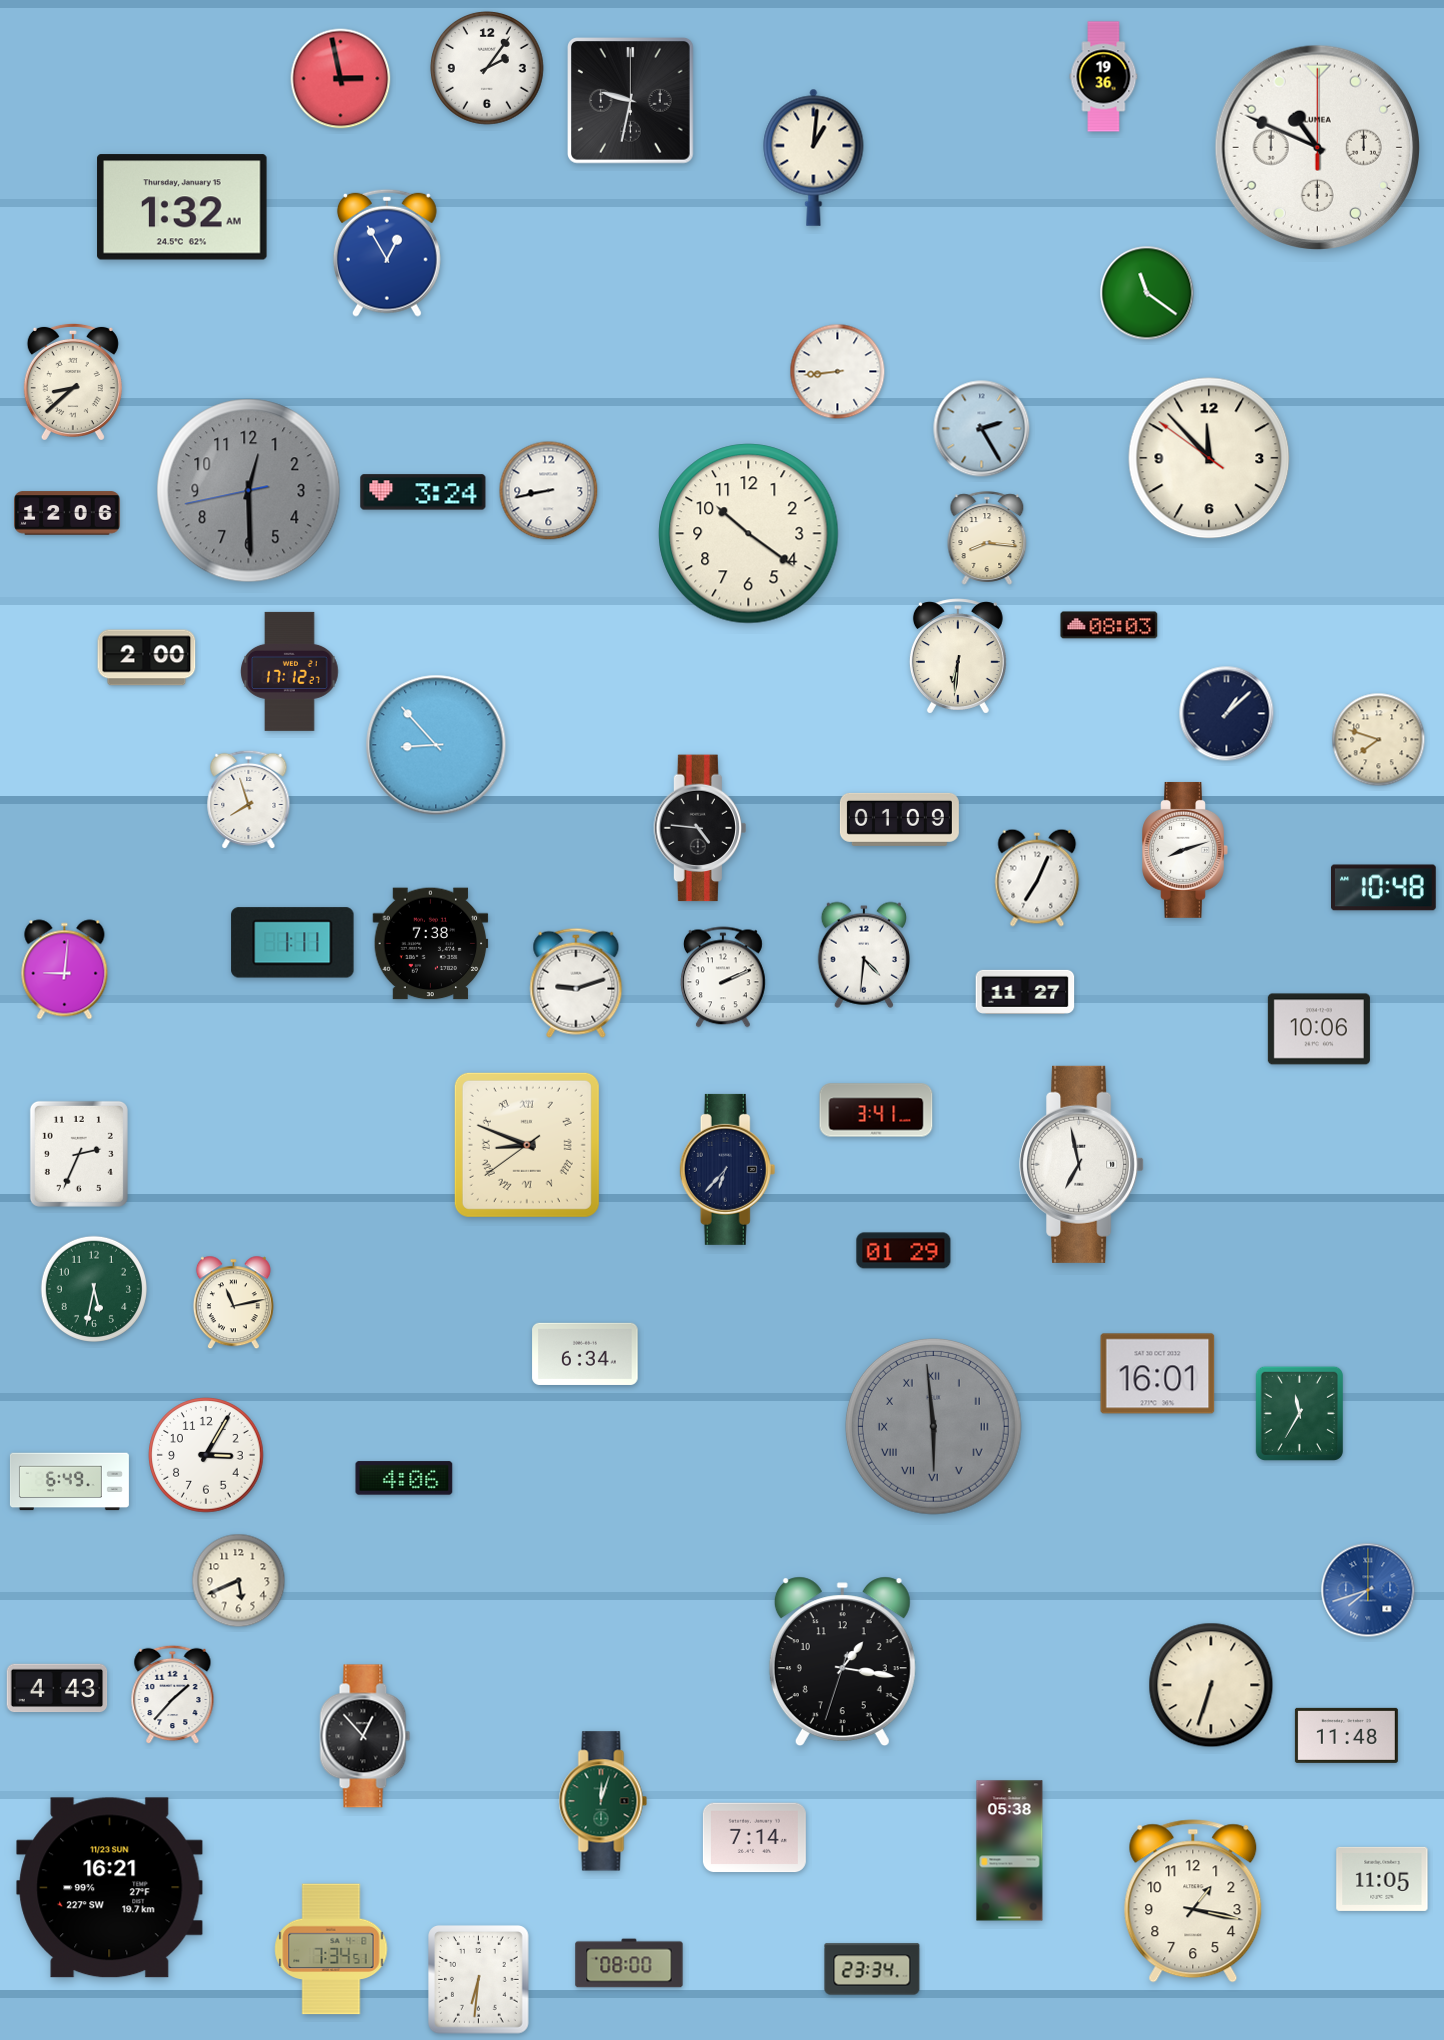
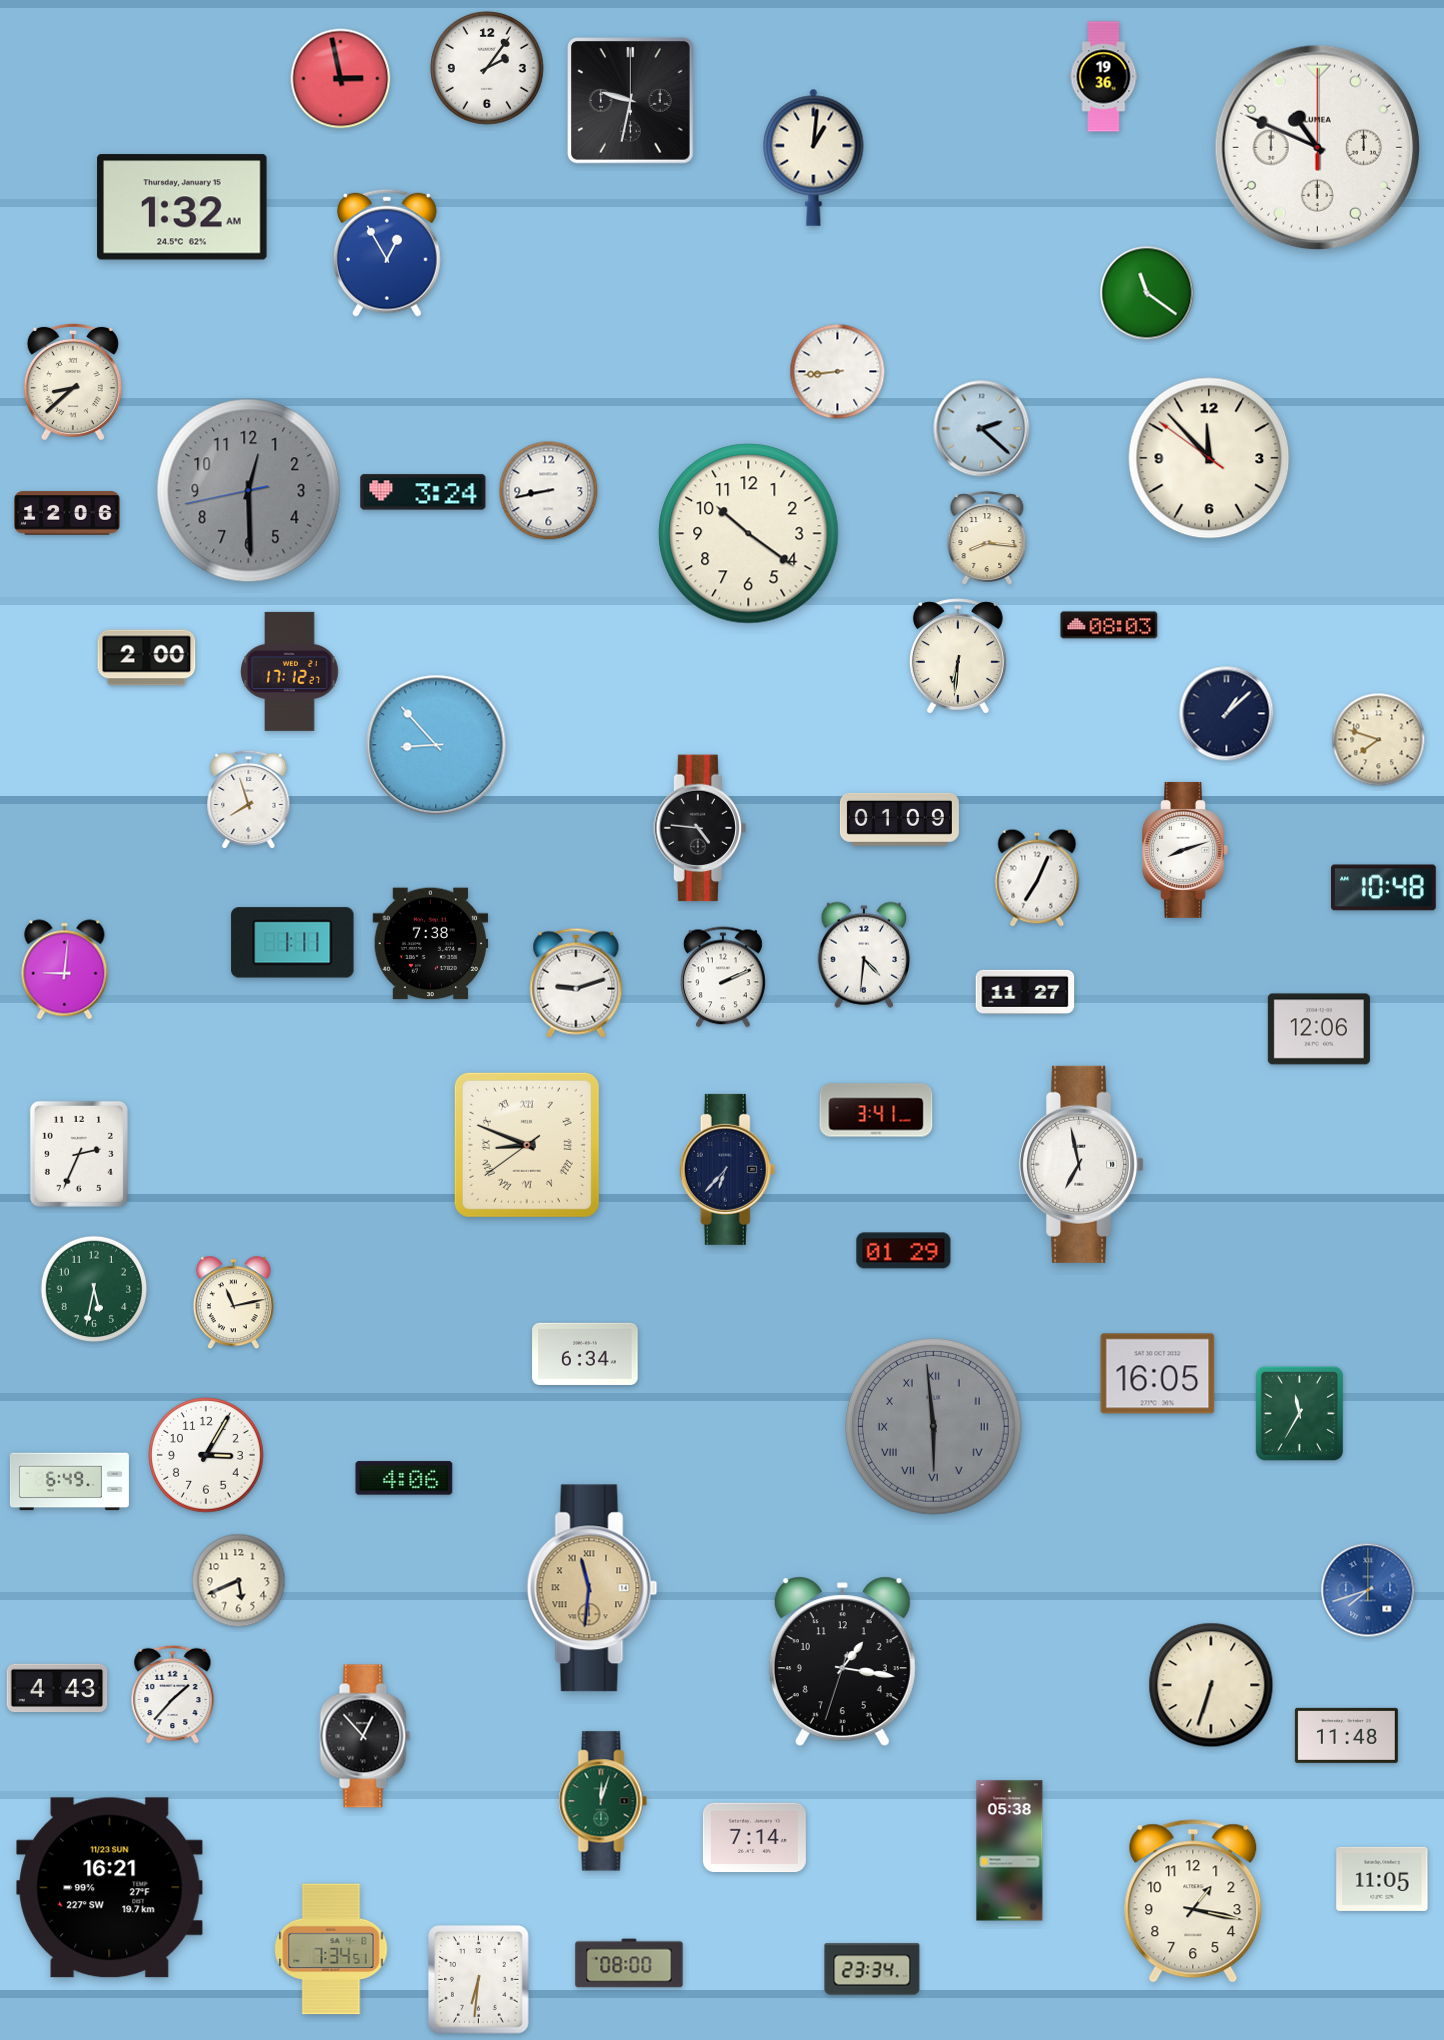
clock at (982, 429): 2:25 -> 2:22
clock at (1319, 1029): 10:06 -> 12:06
clock at (1158, 1374): 16:01 -> 16:05
clock at (592, 1588): none -> 11:31
